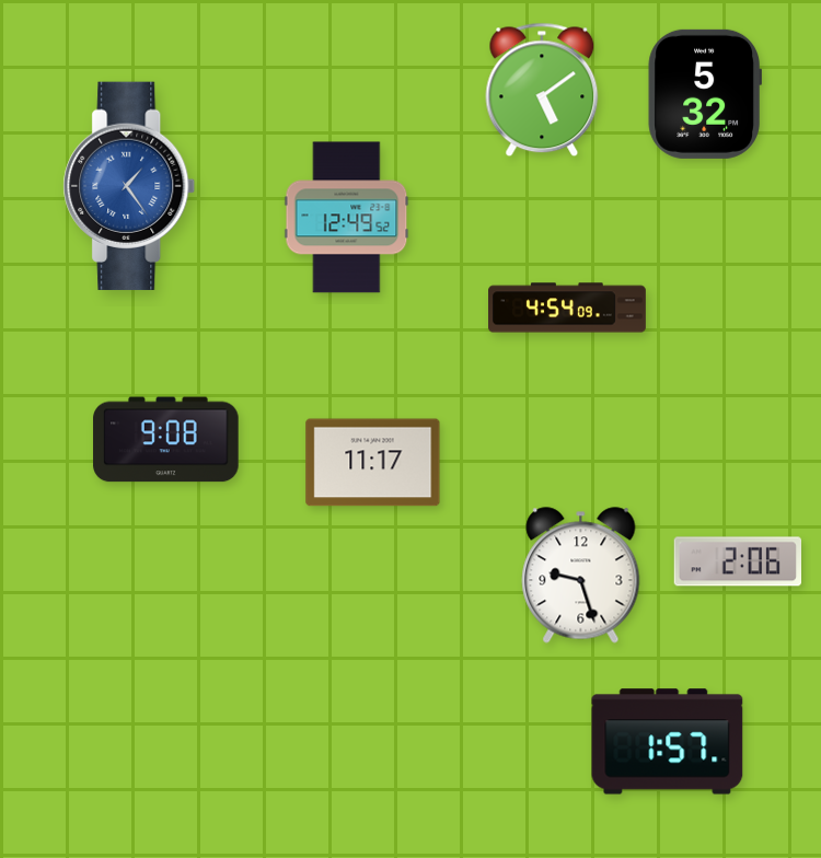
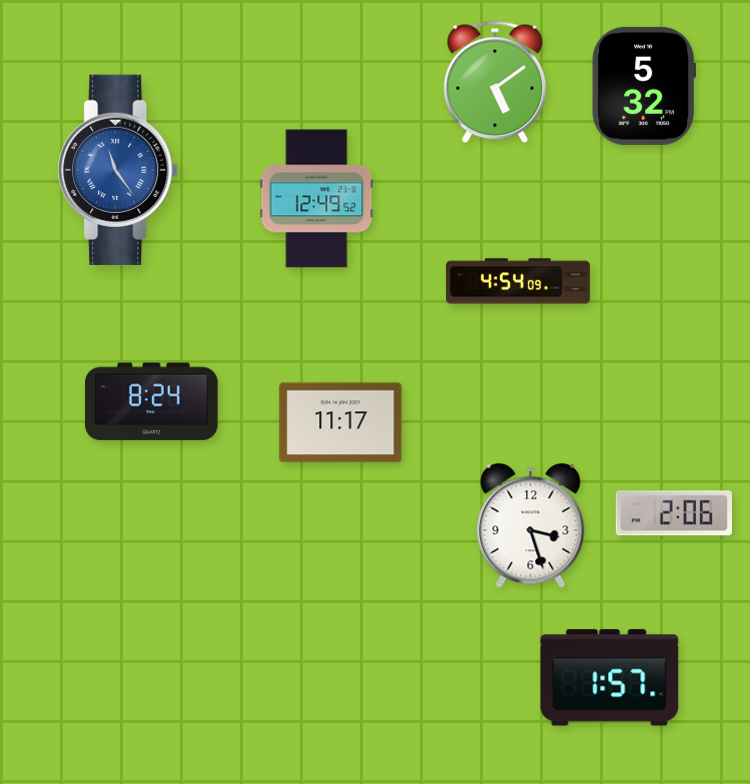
clock at (129, 186): 1:24 -> 11:24
clock at (166, 440): 9:08 -> 8:24
clock at (581, 576): 9:27 -> 3:27
